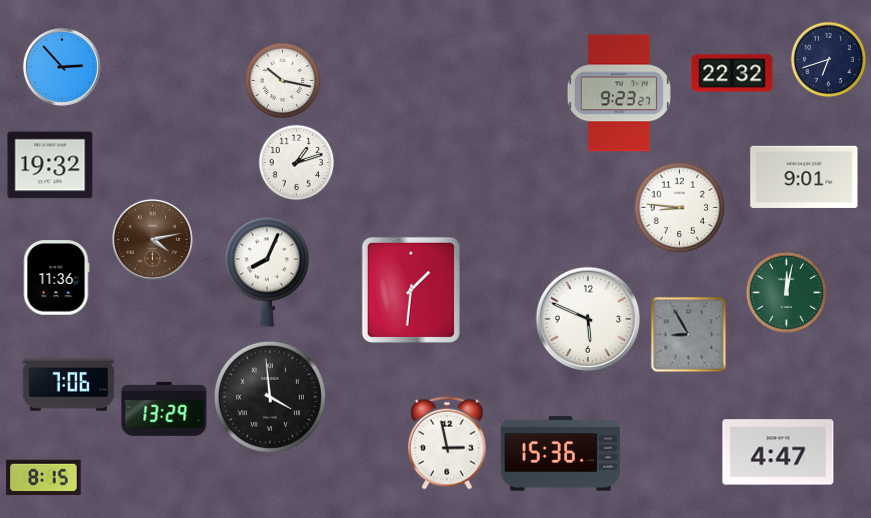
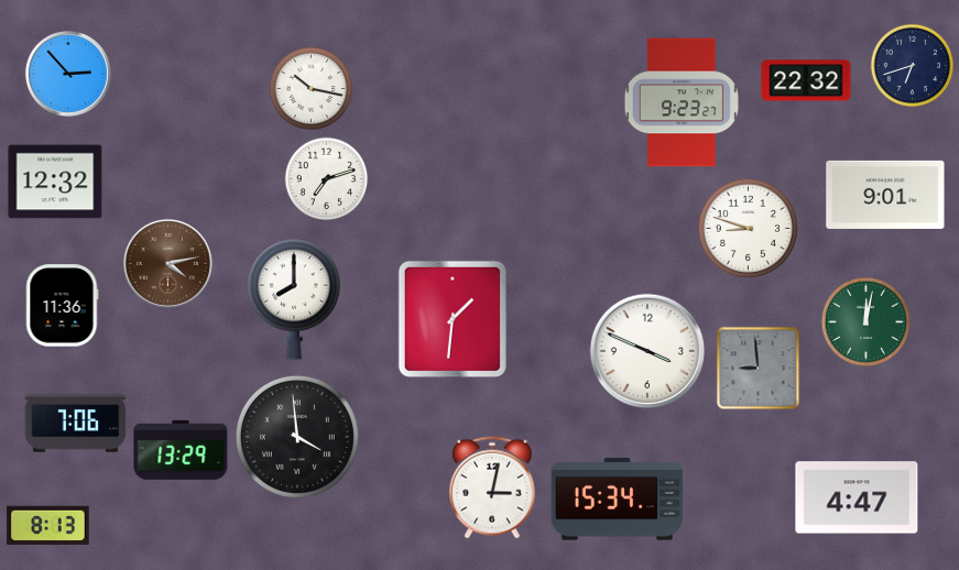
clock at (297, 163): 1:12 -> 7:12
clock at (50, 165): 19:32 -> 12:32
clock at (679, 207): 8:46 -> 8:48
clock at (267, 272): 8:04 -> 8:00
clock at (588, 319): 5:49 -> 3:49
clock at (689, 335): 8:55 -> 8:59
clock at (448, 443): 2:58 -> 3:02
clock at (561, 454): 15:36 -> 15:34
clock at (44, 478): 8:15 -> 8:13
